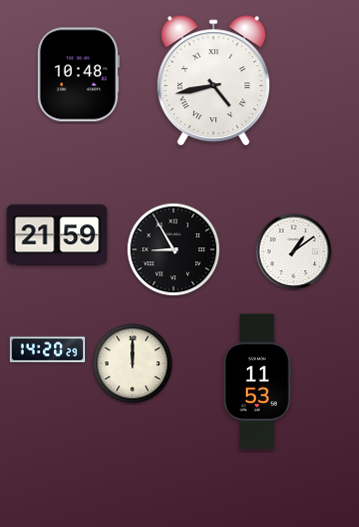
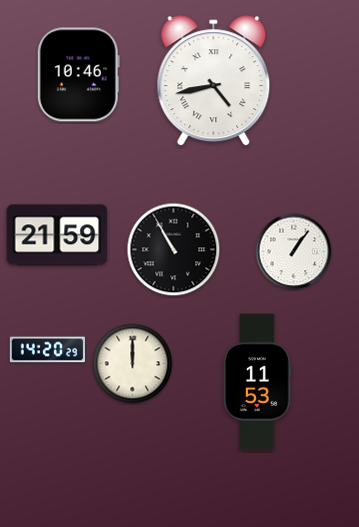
clock at (78, 75): 10:48 -> 10:46
clock at (174, 250): 8:55 -> 10:55
clock at (294, 252): 1:09 -> 1:06
